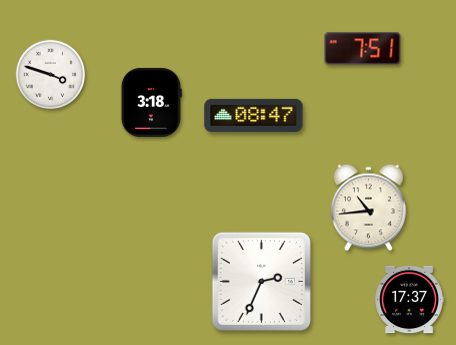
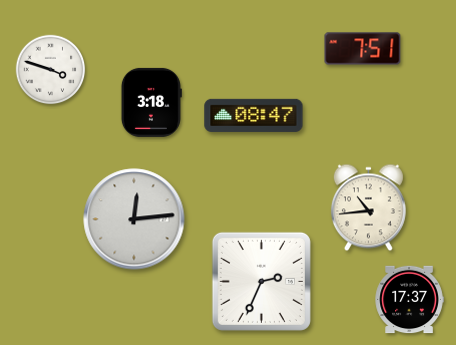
clock at (51, 75) position: (51, 75) -> (51, 70)
clock at (134, 219): none -> 12:14
